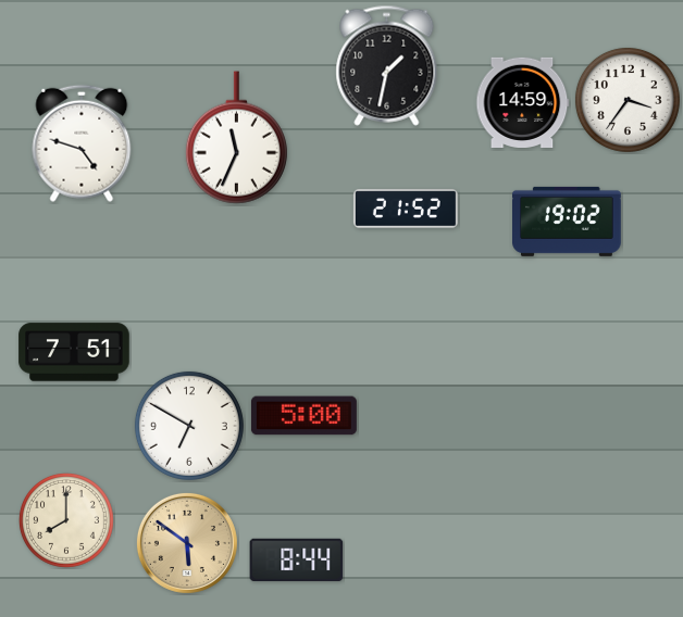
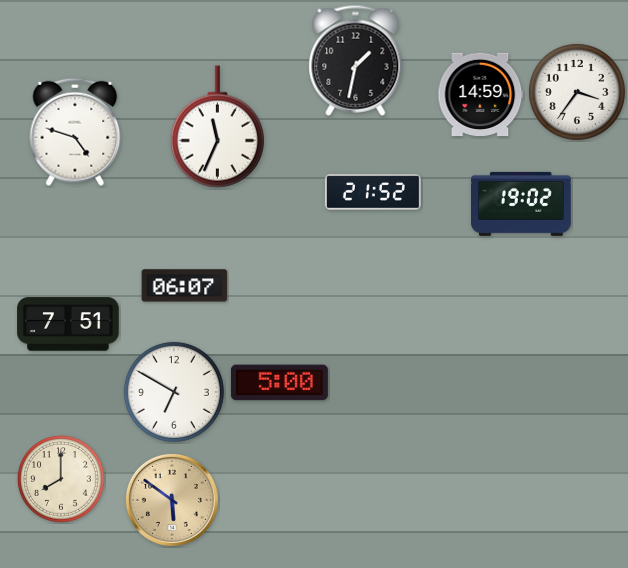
clock at (185, 286): none -> 06:07
clock at (297, 559): 8:44 -> none
